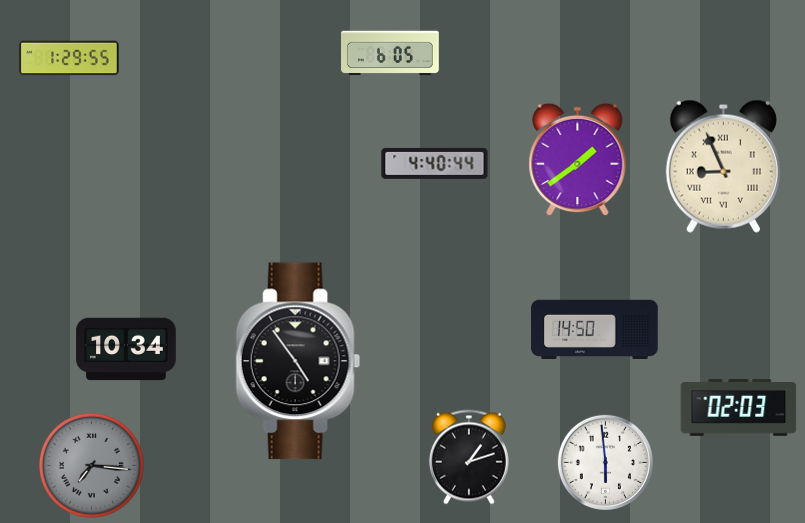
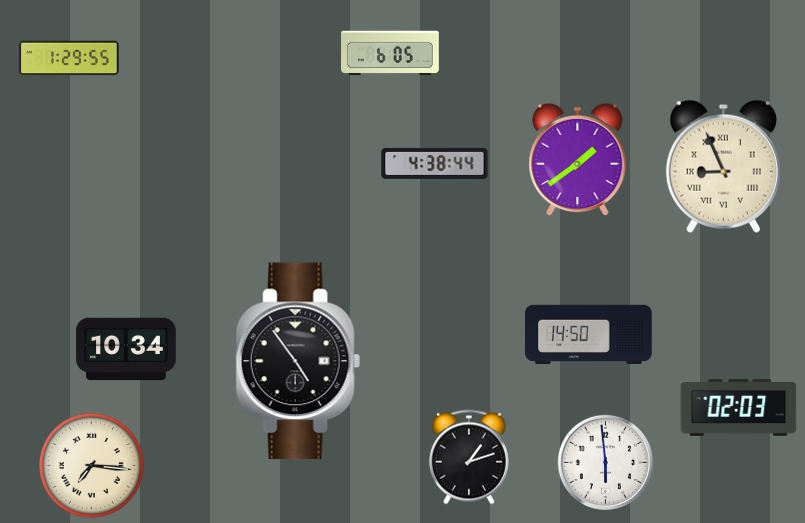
clock at (435, 163): 4:40 -> 4:38
clock at (595, 330) position: (595, 330) -> (589, 335)
clock at (91, 465) dial: grey -> cream
